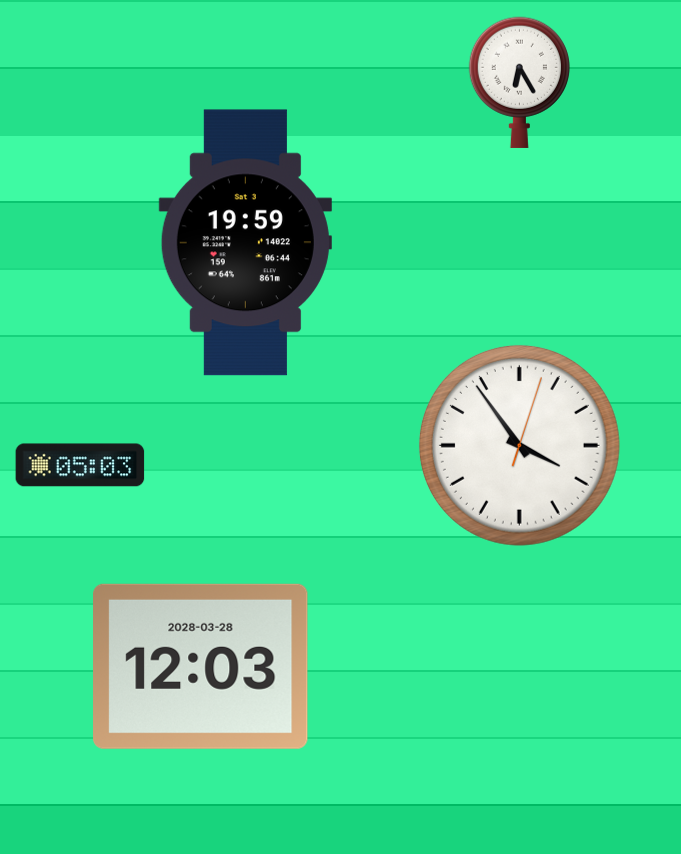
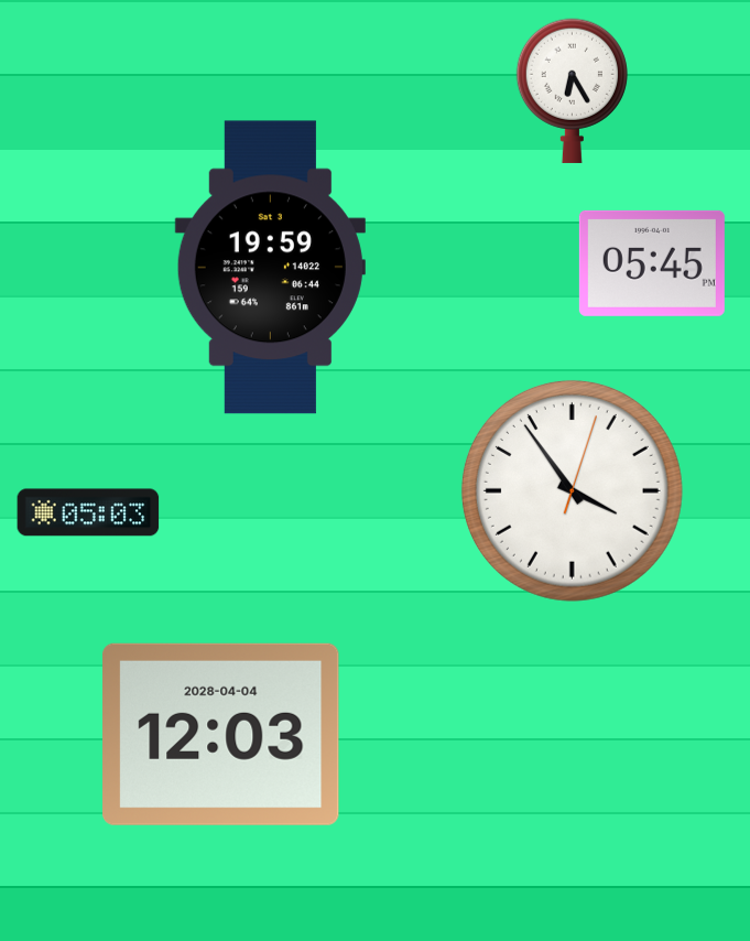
clock at (652, 263): none -> 05:45
clock at (201, 666) date: 2028-03-28 -> 2028-04-04
